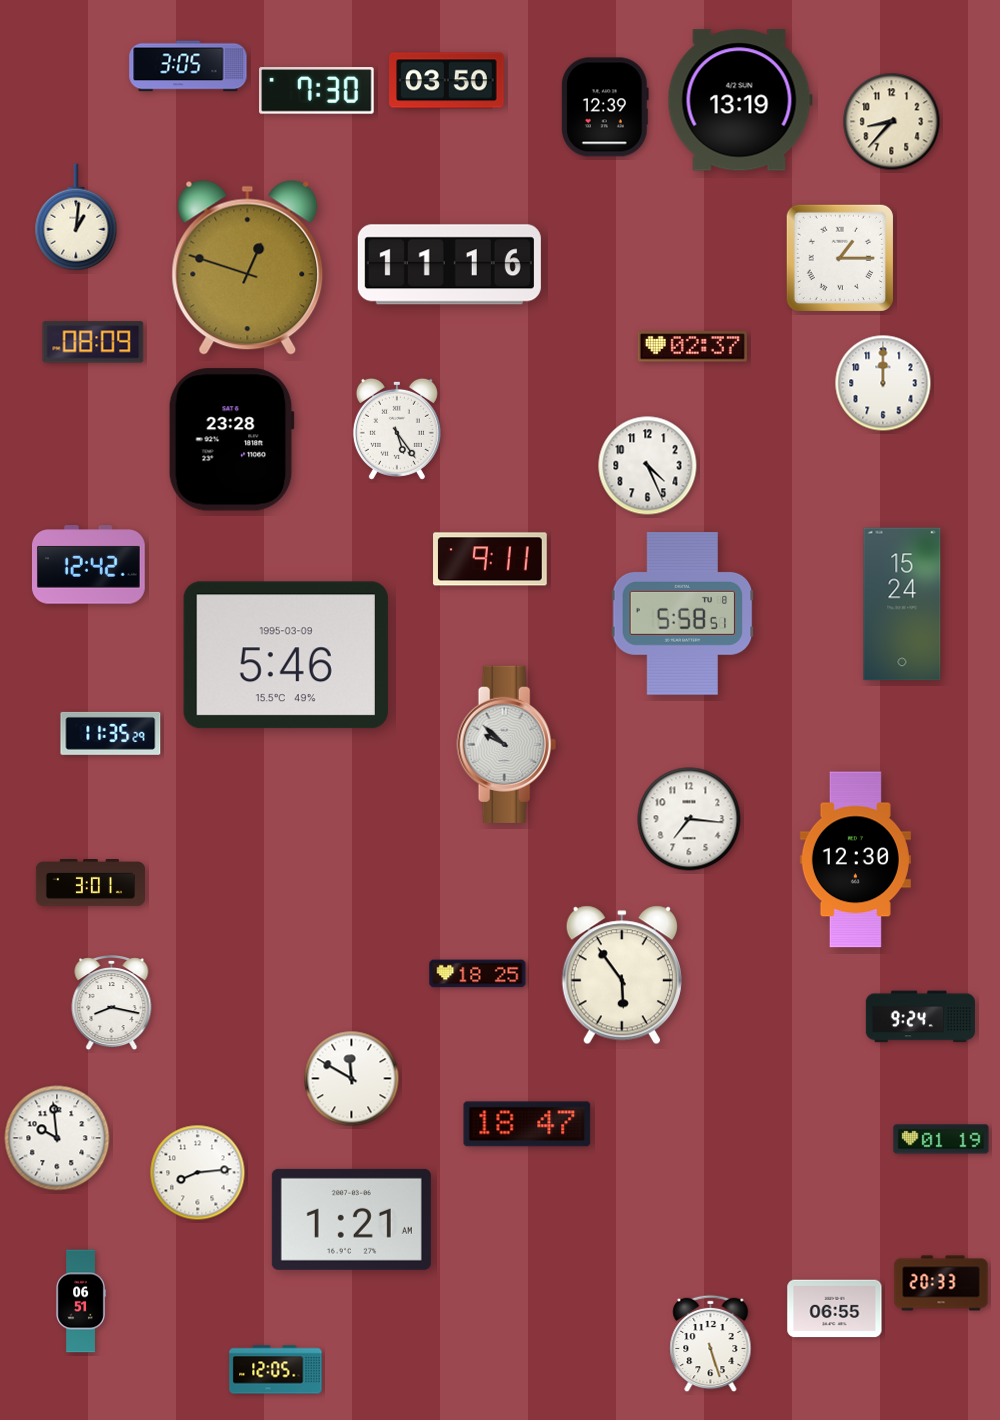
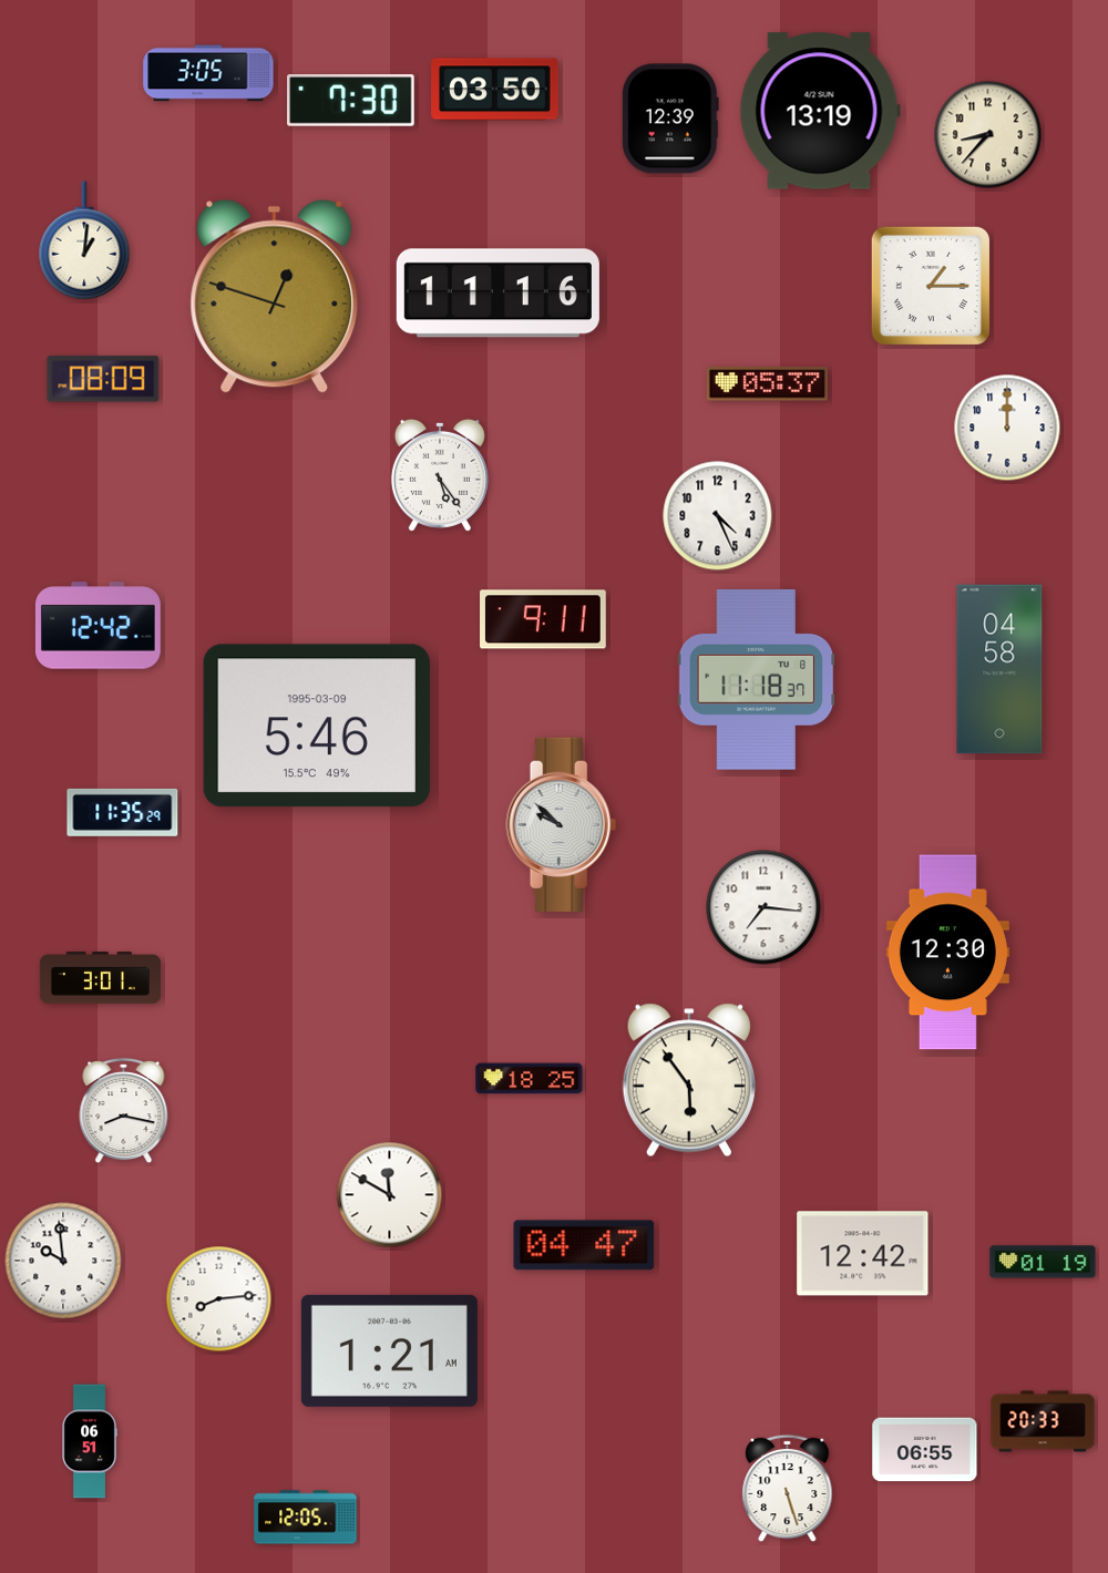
clock at (692, 347): 02:37 -> 05:37
clock at (883, 383) position: (883, 383) -> (1007, 428)
clock at (231, 440): 23:28 -> none
clock at (902, 604): 15:24 -> 04:58
clock at (683, 614): 5:58 -> 11:18
clock at (920, 1017): 9:24 -> none
clock at (527, 1124): 18:47 -> 04:47
clock at (863, 1254): none -> 12:42
